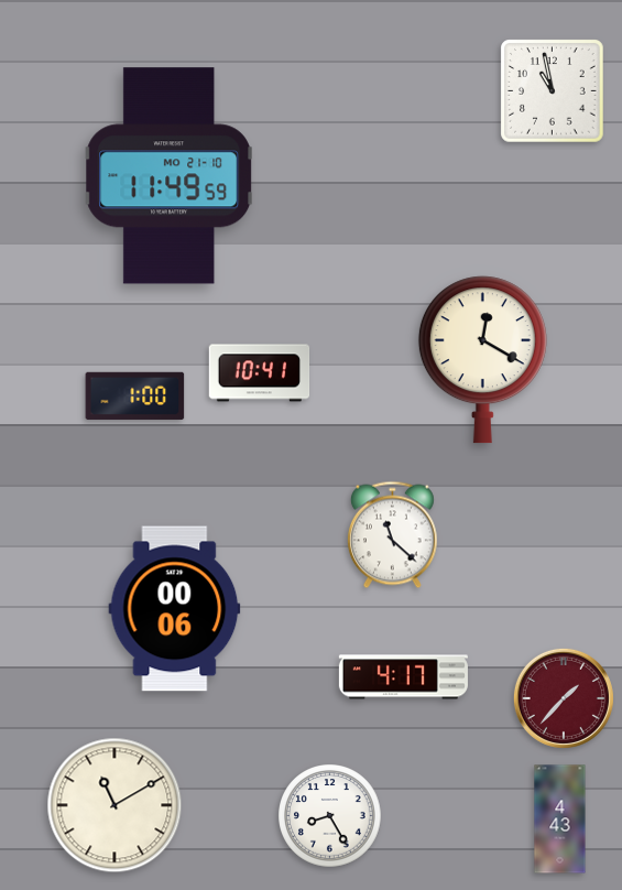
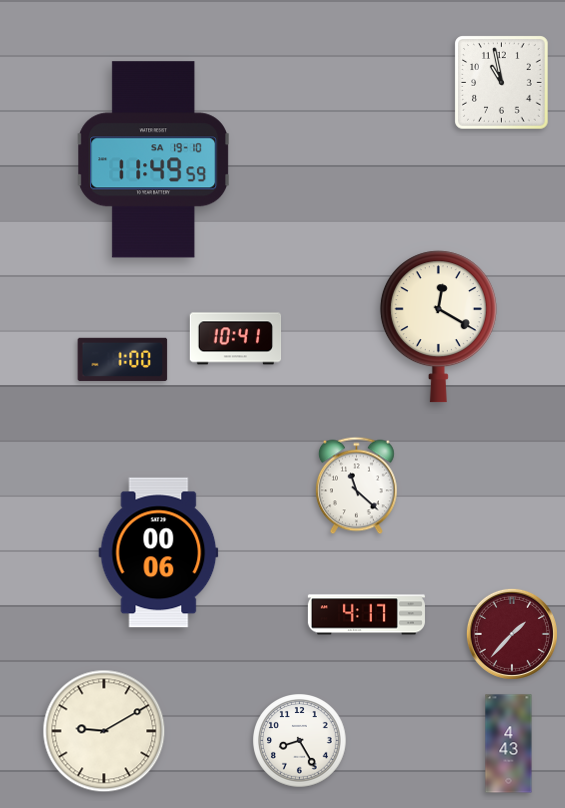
clock at (168, 176) date: MO 21-10 -> SA 19-10
clock at (114, 805): 11:10 -> 9:10
